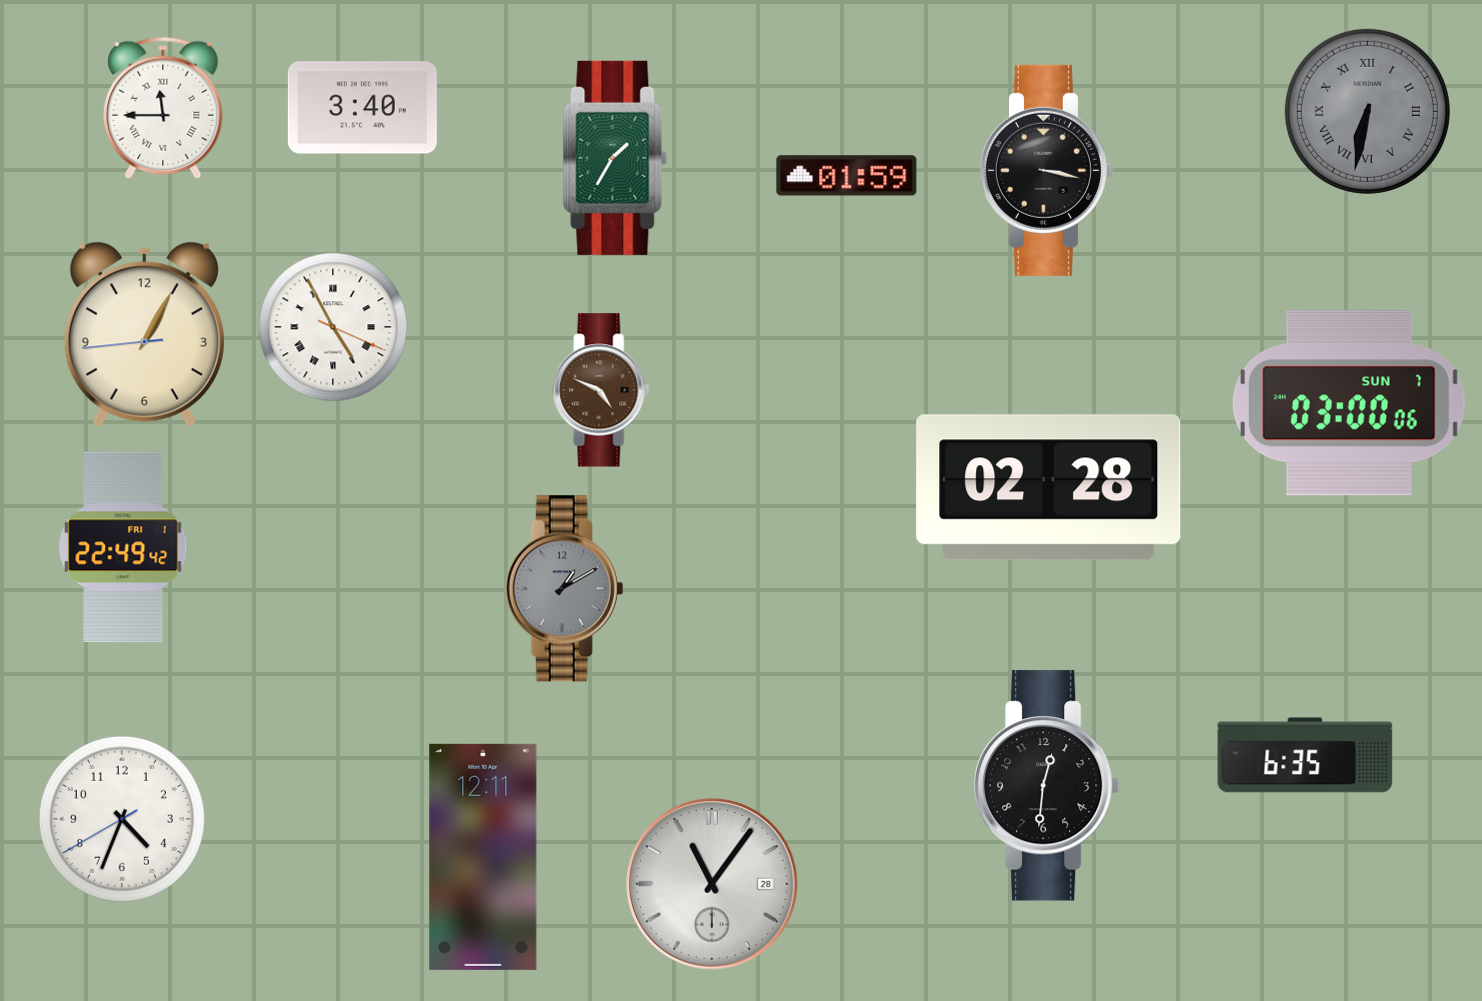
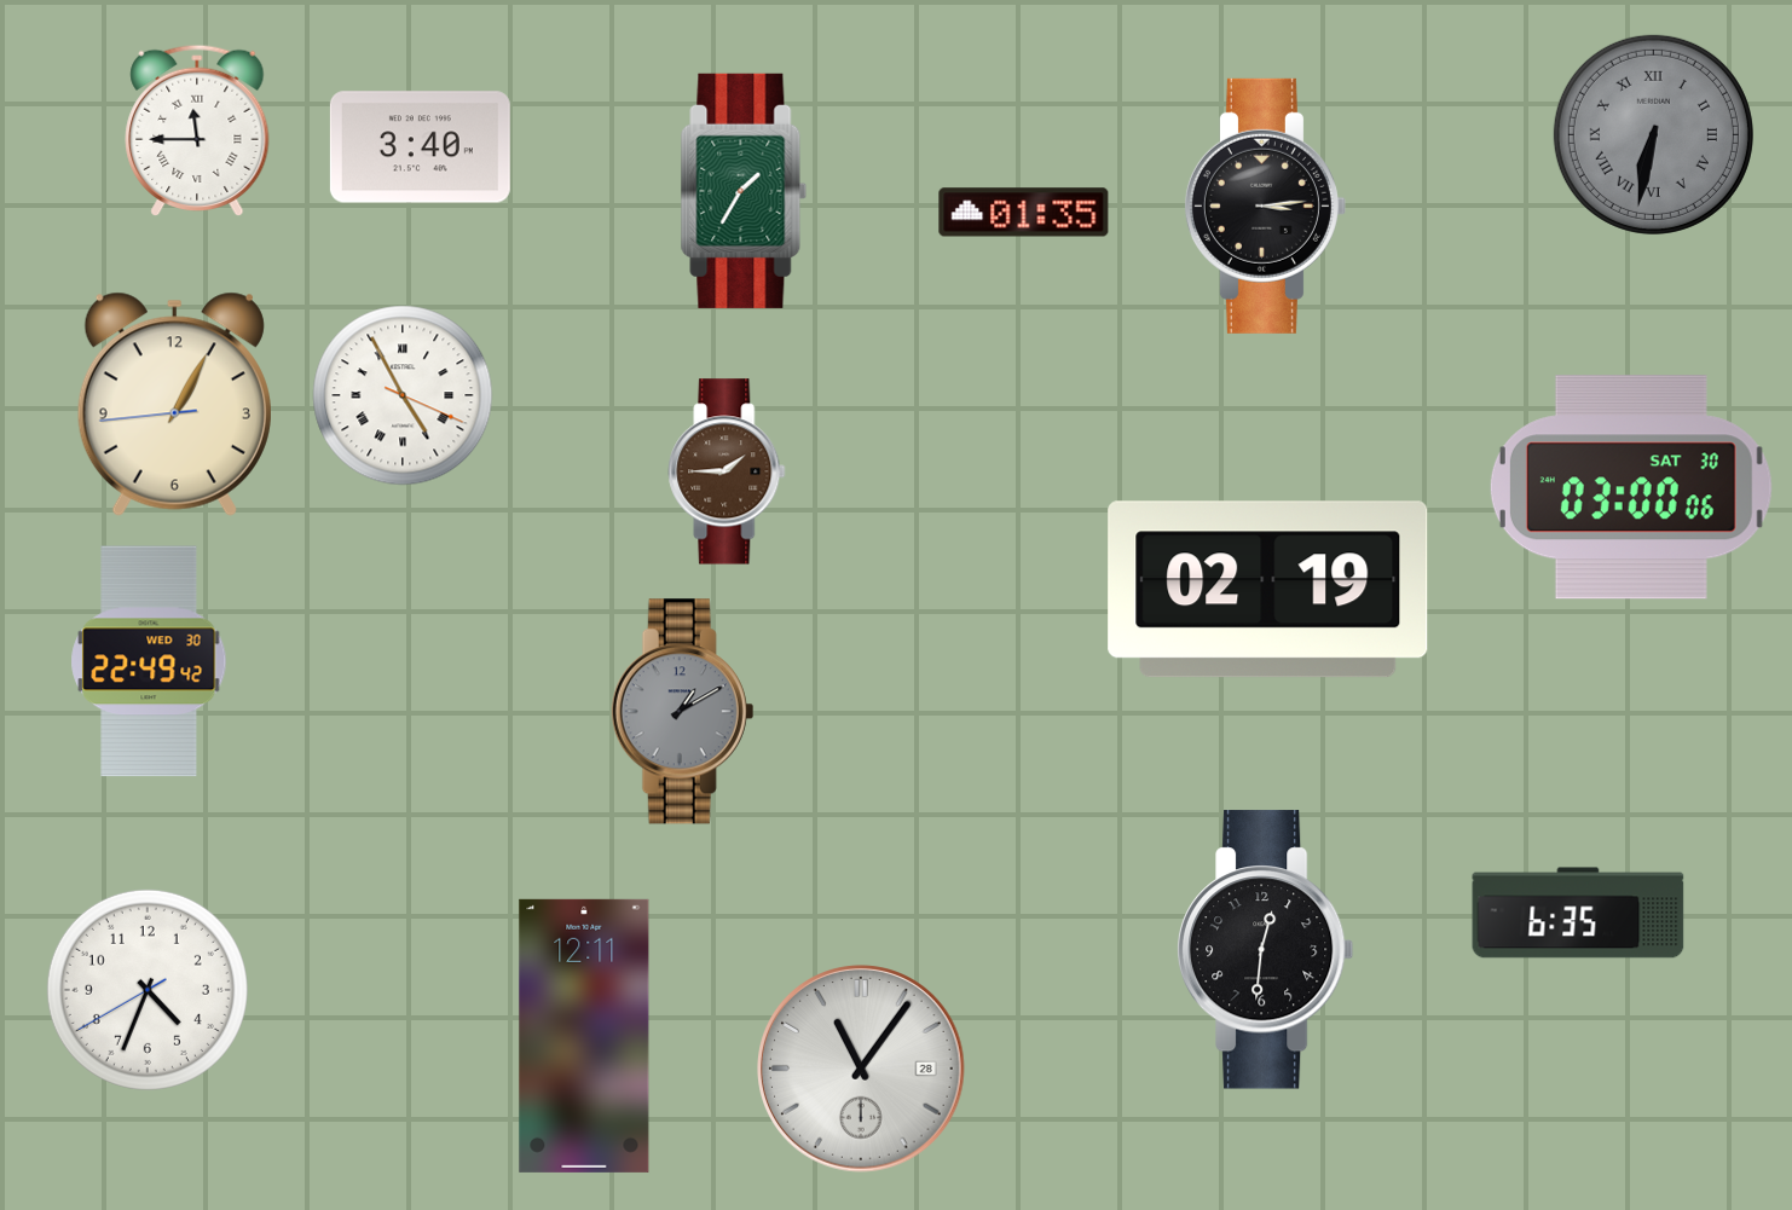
clock at (362, 108) position: (362, 108) -> (420, 147)
clock at (1046, 170): 3:17 -> 3:14
clock at (847, 176): 01:59 -> 01:35
clock at (601, 390): 4:49 -> 1:45
clock at (1349, 403) date: SUN 7 -> SAT 30
clock at (1049, 488): 02:28 -> 02:19
clock at (123, 547) date: FRI 1 -> WED 30
